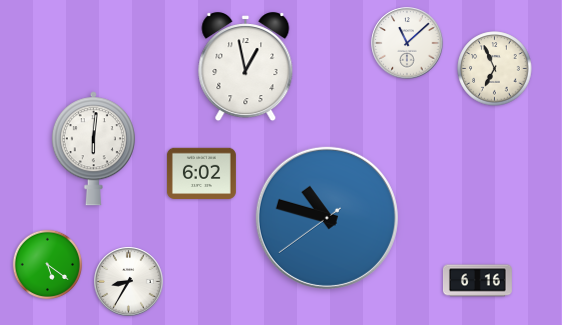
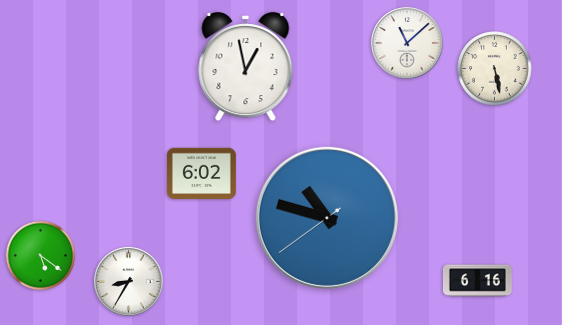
clock at (495, 69): 6:56 -> 5:28
clock at (93, 149): 6:01 -> none
clock at (48, 265) position: (48, 265) -> (41, 256)
